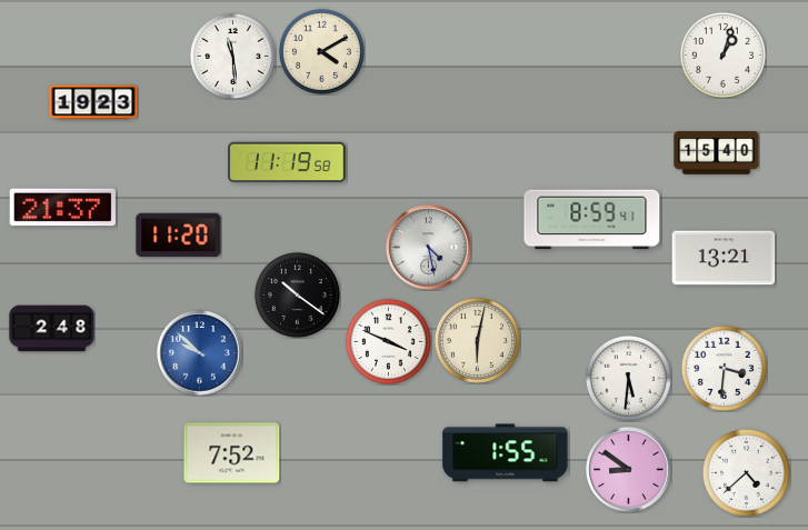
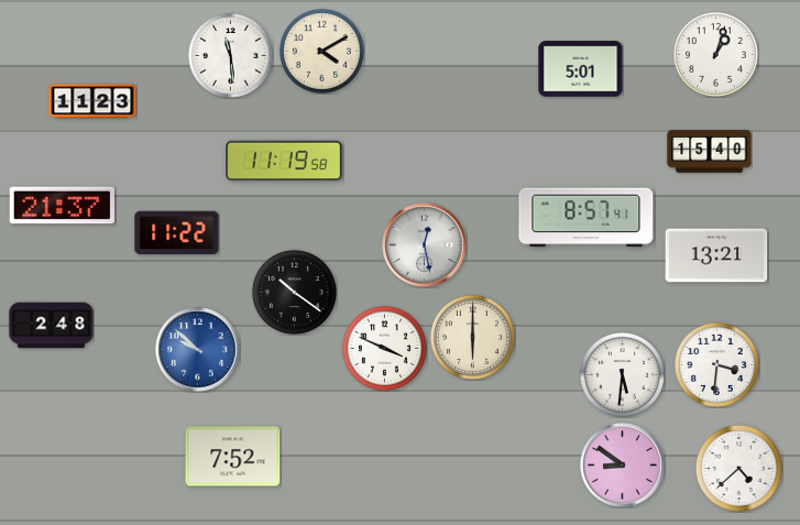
clock at (321, 51) position: (321, 51) -> (321, 51)
clock at (581, 69): none -> 5:01
clock at (93, 102): 19:23 -> 11:23
clock at (592, 220): 8:59 -> 8:57
clock at (179, 236): 11:20 -> 11:22
clock at (429, 248): 4:28 -> 12:28
clock at (477, 340): 6:02 -> 6:00
clock at (388, 341) position: (388, 341) -> (384, 348)
clock at (232, 453) position: (232, 453) -> (233, 457)
clock at (506, 453): 1:55 -> none
